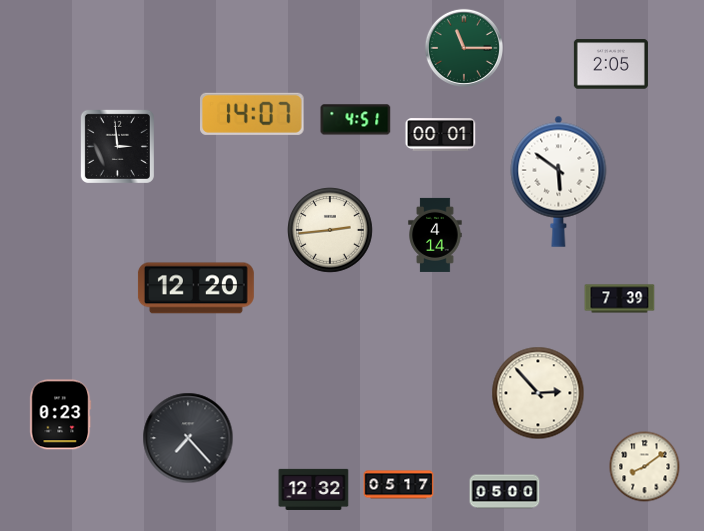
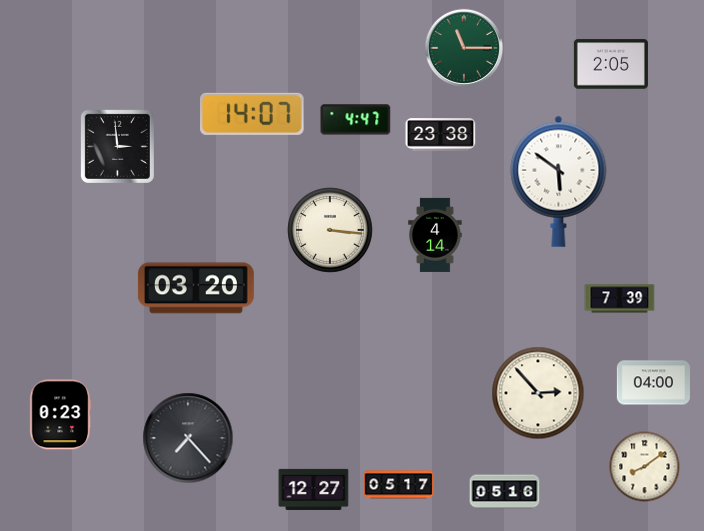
clock at (356, 120): 4:51 -> 4:47
clock at (441, 135): 00:01 -> 23:38
clock at (330, 230): 2:44 -> 3:16
clock at (196, 288): 12:20 -> 03:20
clock at (654, 383): none -> 04:00
clock at (314, 489): 12:32 -> 12:27
clock at (505, 492): 05:00 -> 05:16
